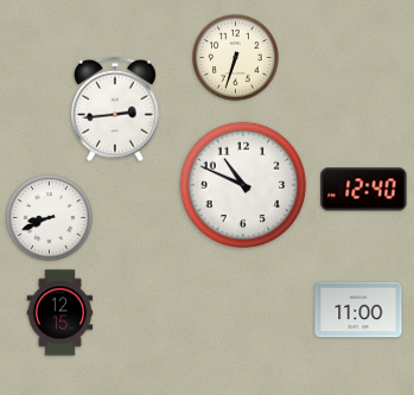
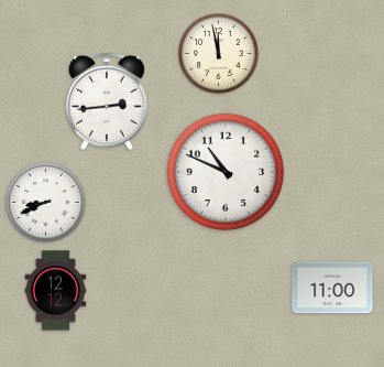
clock at (236, 58): 6:33 -> 11:58
clock at (364, 190): 12:40 -> none
clock at (60, 313): 12:15 -> 12:12
